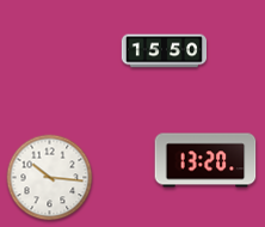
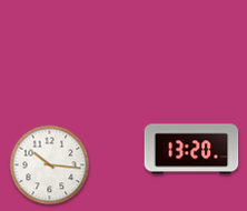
clock at (164, 51): 15:50 -> none
clock at (50, 178) position: (50, 178) -> (50, 165)
